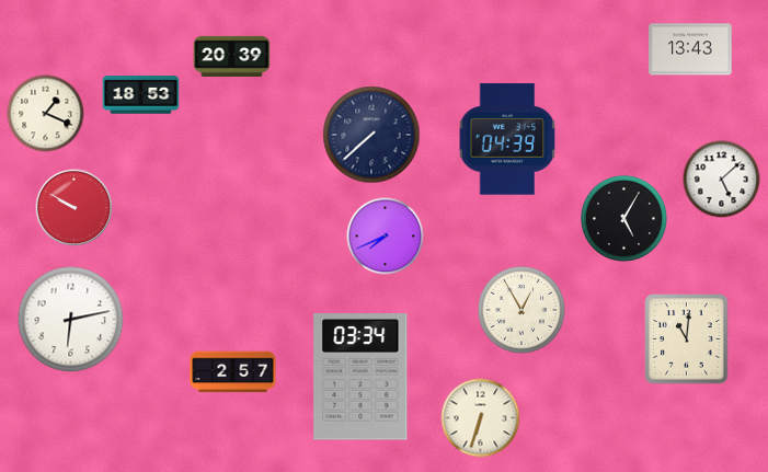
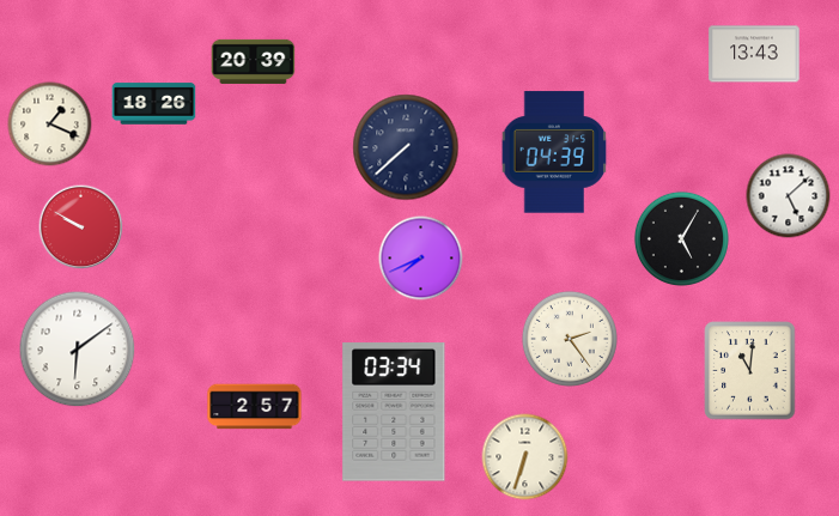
clock at (141, 95): 18:53 -> 18:26
clock at (521, 310): 12:55 -> 2:24
clock at (71, 320): 6:13 -> 6:09
